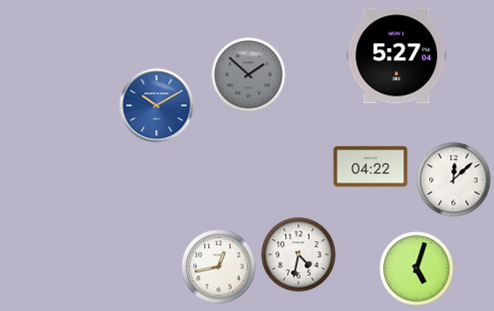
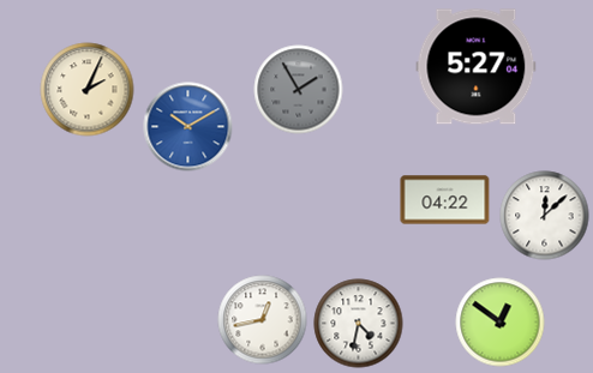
clock at (88, 90): none -> 2:04
clock at (249, 75): 1:52 -> 1:55
clock at (299, 255) position: (299, 255) -> (359, 324)
clock at (417, 269): 5:03 -> 12:51
